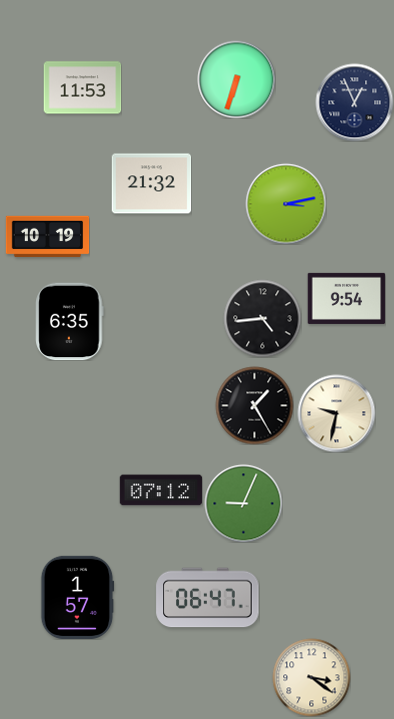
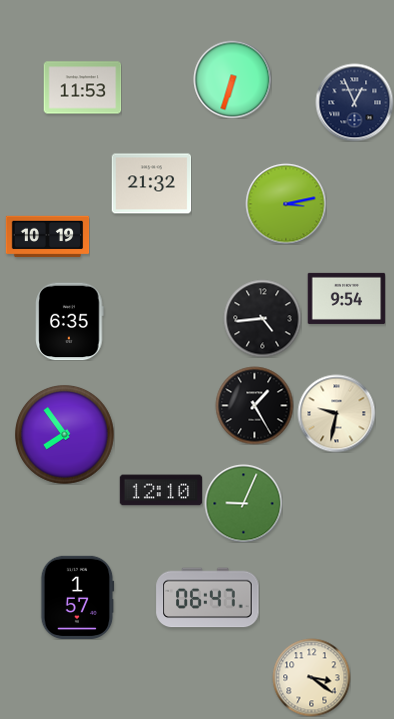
clock at (236, 79) position: (236, 79) -> (232, 79)
clock at (65, 435): none -> 7:54
clock at (161, 490): 07:12 -> 12:10
